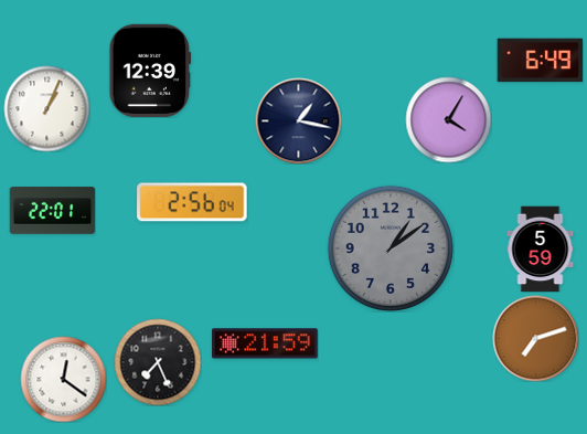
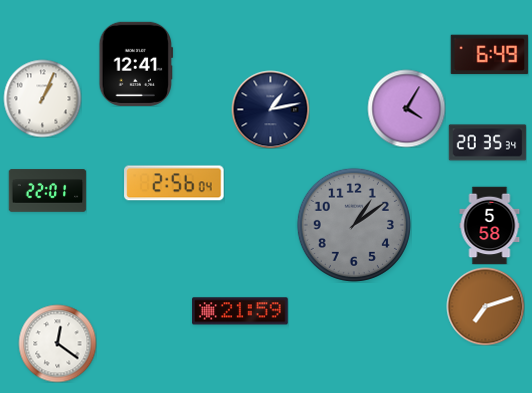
clock at (150, 71): 12:39 -> 12:41
clock at (298, 120): 1:17 -> 1:13
clock at (487, 143): none -> 20:35
clock at (541, 248): 5:59 -> 5:58
clock at (158, 362): 7:26 -> none
